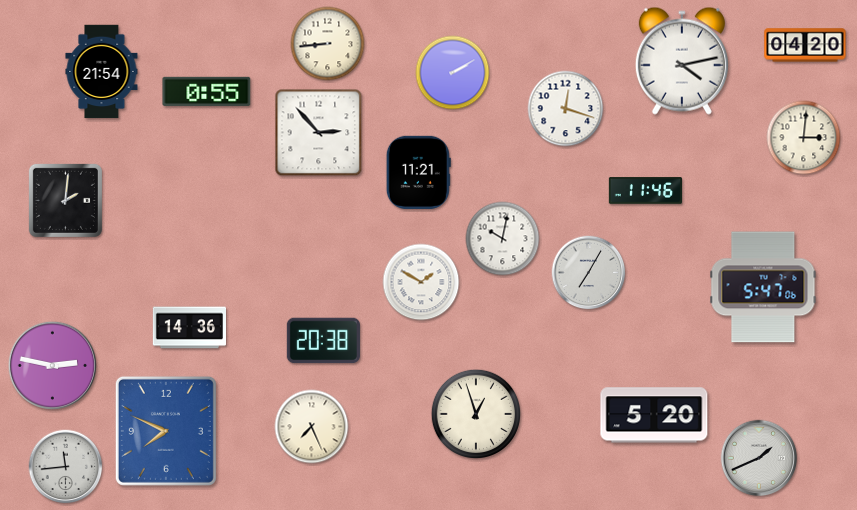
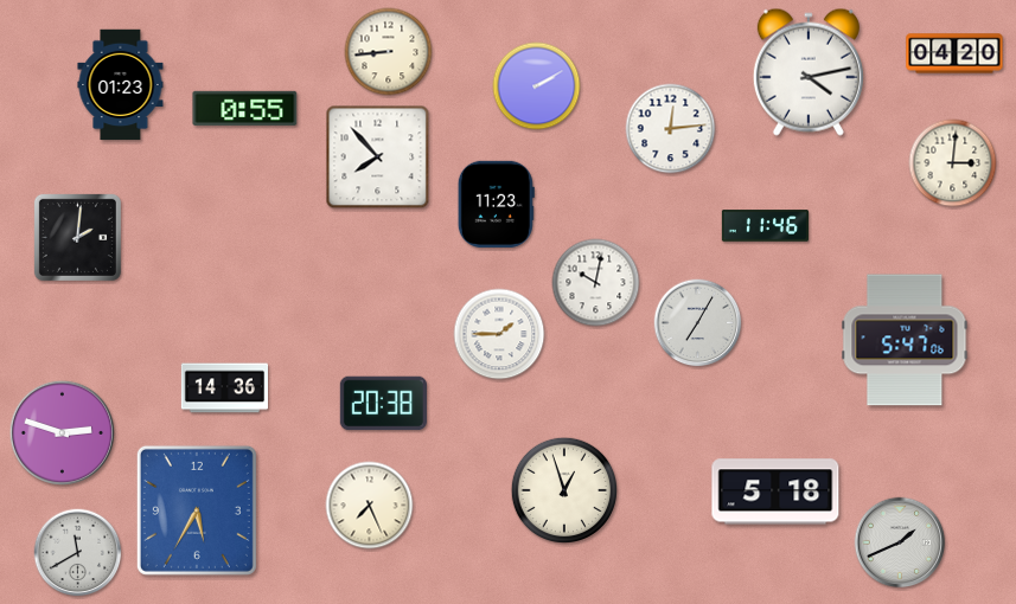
clock at (102, 72): 21:54 -> 01:23
clock at (566, 109): 12:18 -> 12:14
clock at (319, 133): 2:53 -> 7:53
clock at (418, 172): 11:21 -> 11:23
clock at (421, 282): 1:50 -> 1:45
clock at (53, 366): 2:47 -> 2:48
clock at (654, 415): 5:20 -> 5:18
clock at (166, 431): 7:49 -> 5:35
clock at (66, 467): 11:44 -> 11:40
